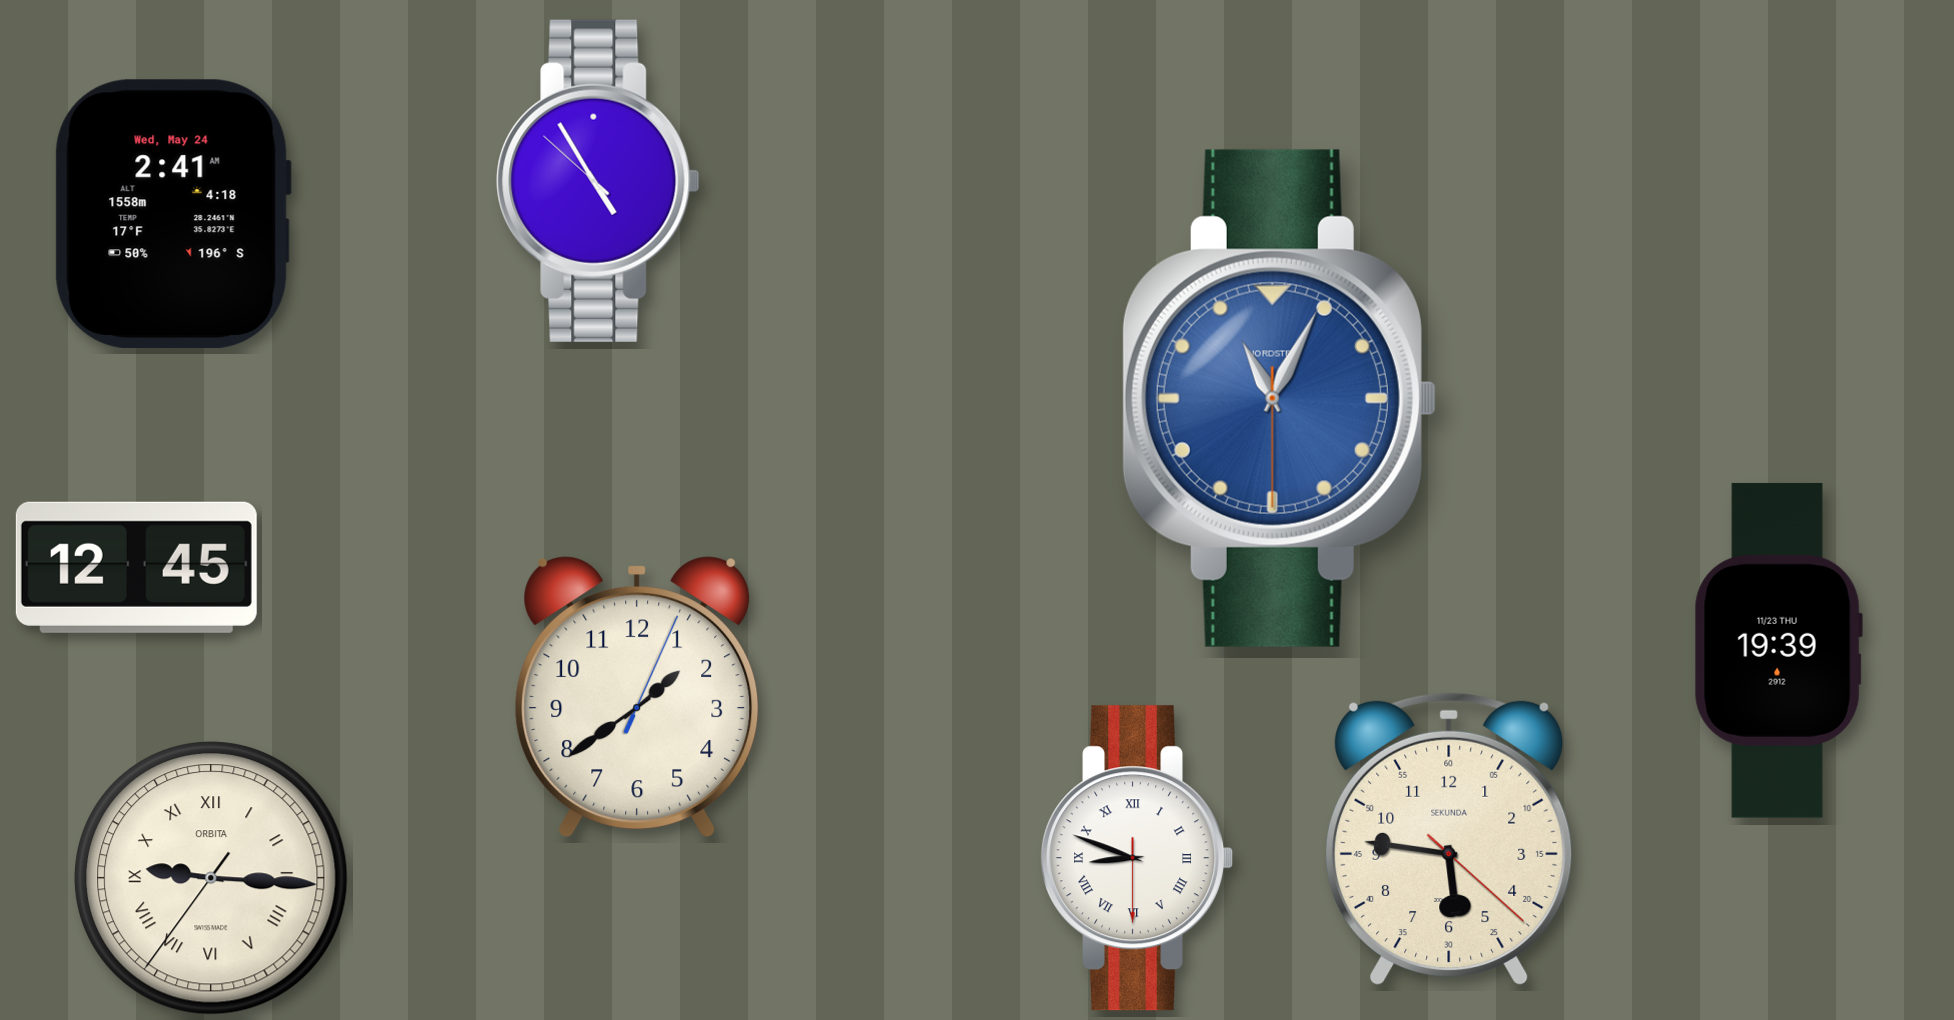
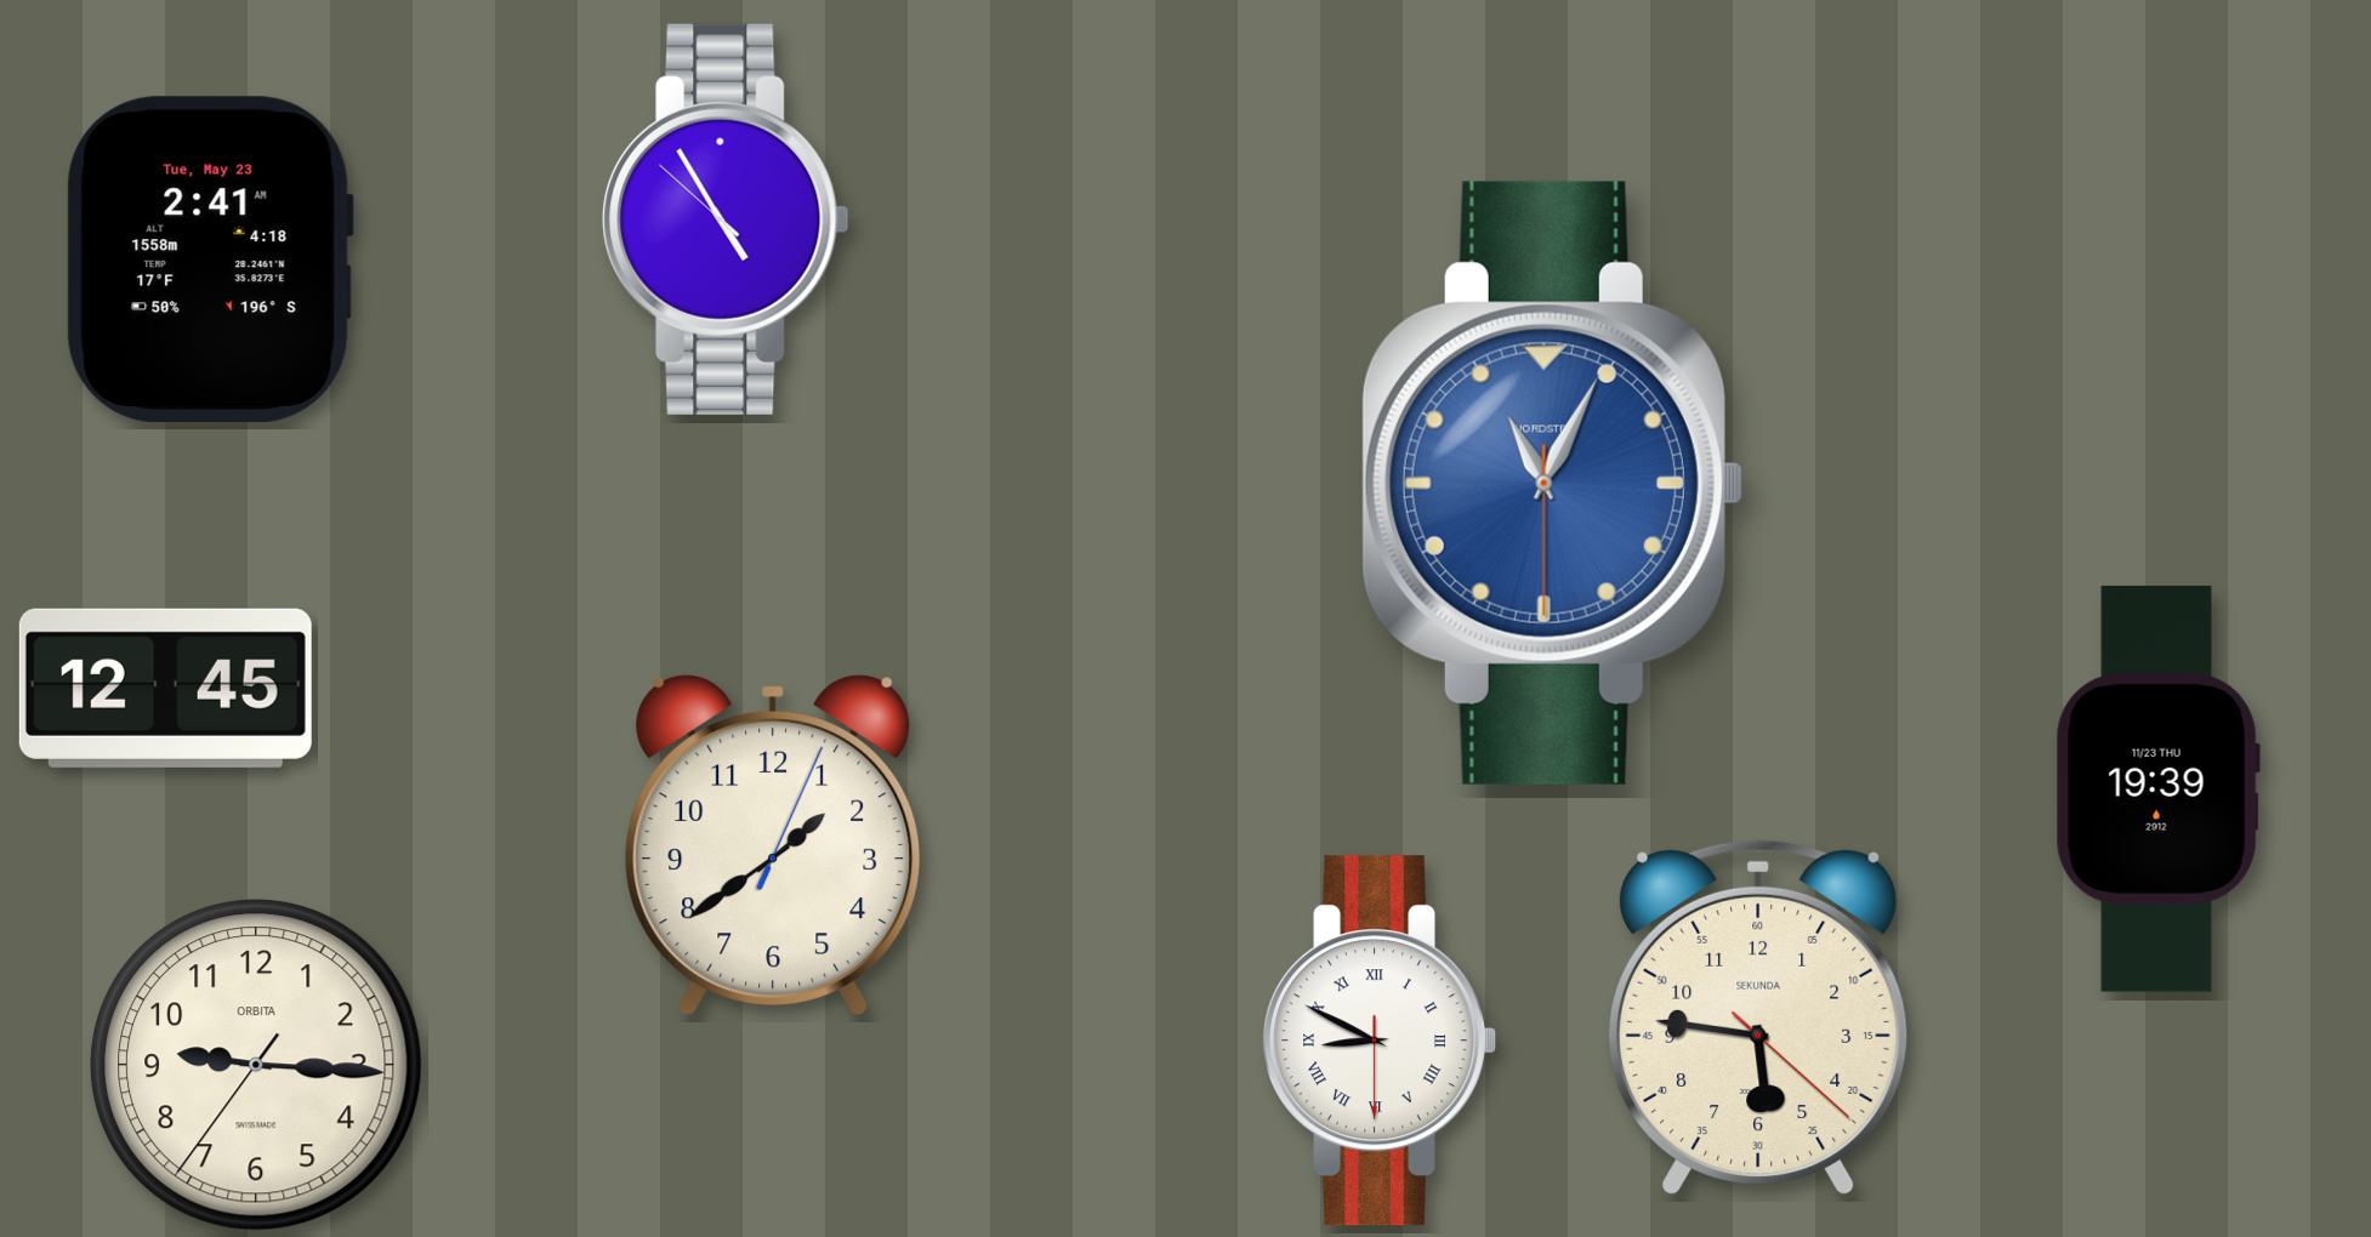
clock at (173, 214) date: Wed, May 24 -> Tue, May 23
clock at (1137, 858): 8:48 -> 8:49
clock at (212, 879) numerals: Roman -> Arabic
